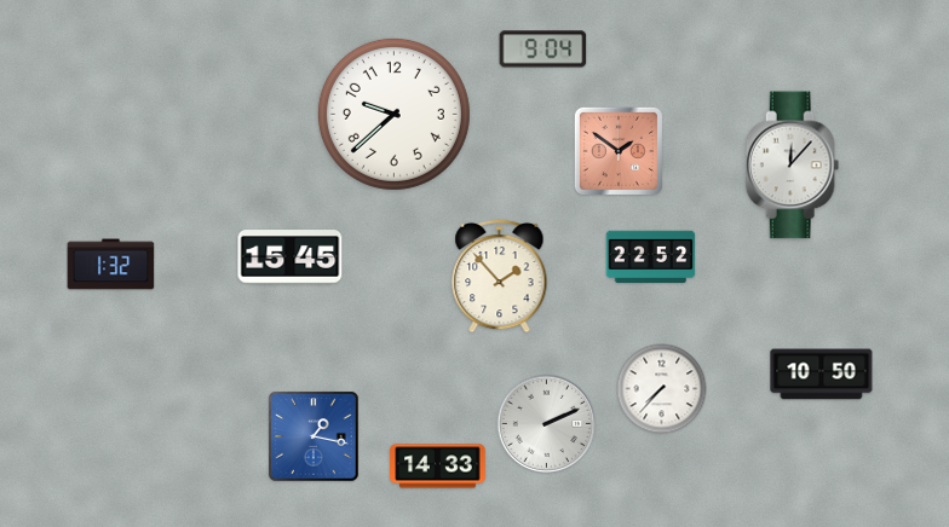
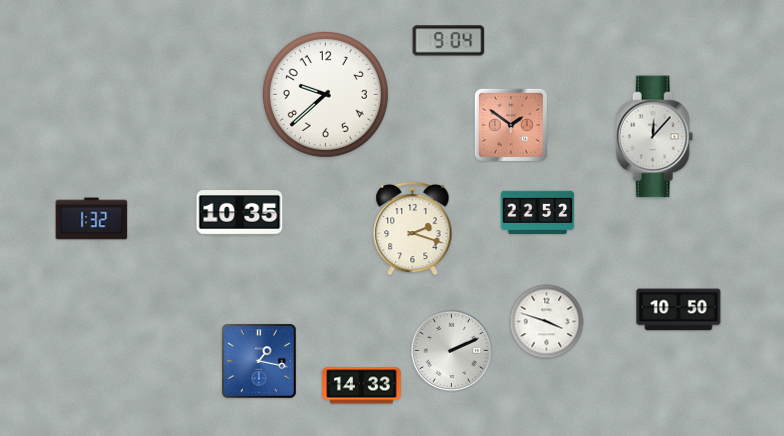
clock at (291, 257): 15:45 -> 10:35
clock at (500, 276): 1:53 -> 2:18
clock at (662, 389): 7:37 -> 3:48
